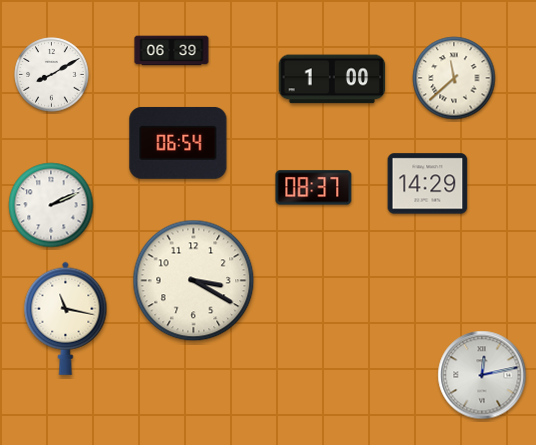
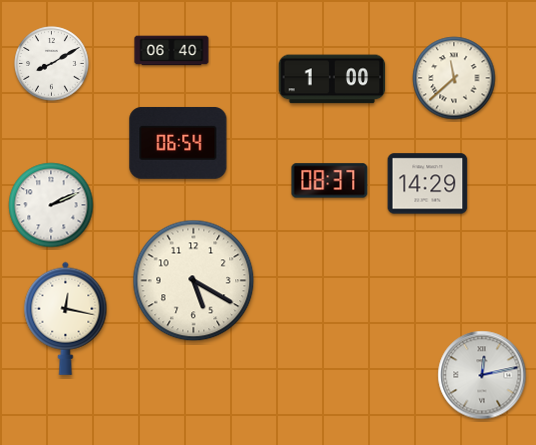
clock at (172, 51): 06:39 -> 06:40
clock at (52, 75) position: (52, 75) -> (52, 64)
clock at (314, 188) position: (314, 188) -> (330, 181)
clock at (194, 281): 3:20 -> 5:20
clock at (66, 318): 11:17 -> 12:17
